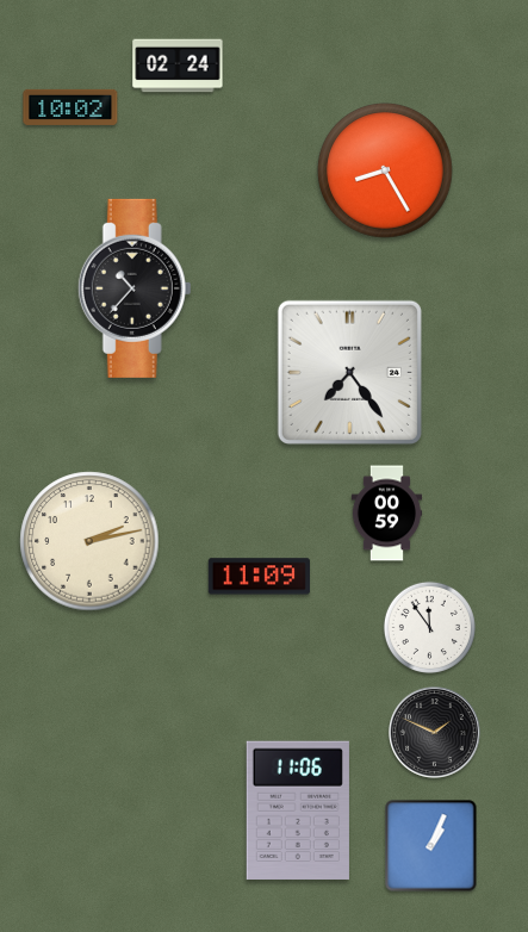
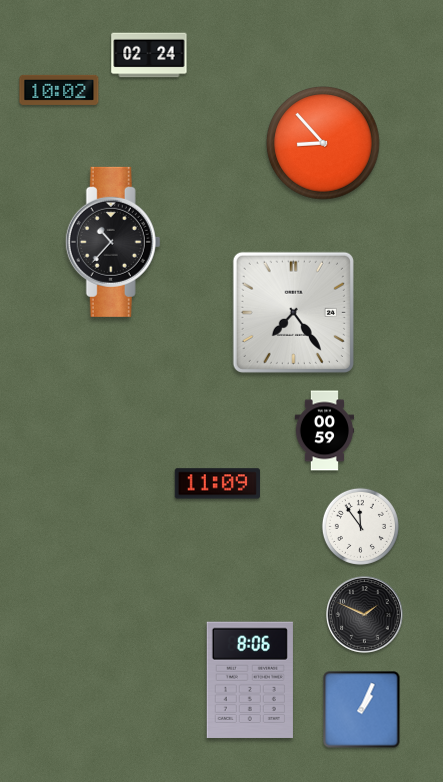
clock at (386, 172): 8:25 -> 8:53
clock at (89, 541): 2:13 -> none
clock at (298, 810): 11:06 -> 8:06
